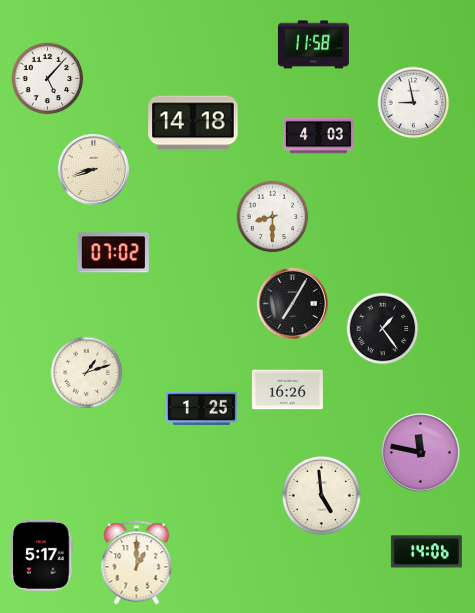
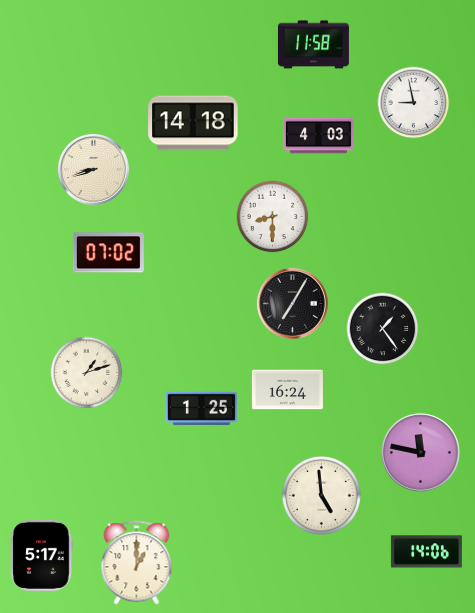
clock at (48, 79): 5:07 -> none
clock at (113, 253) position: (113, 253) -> (108, 253)
clock at (287, 390): 16:26 -> 16:24
